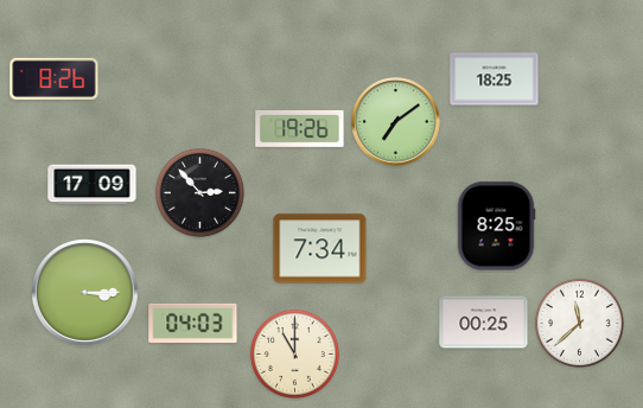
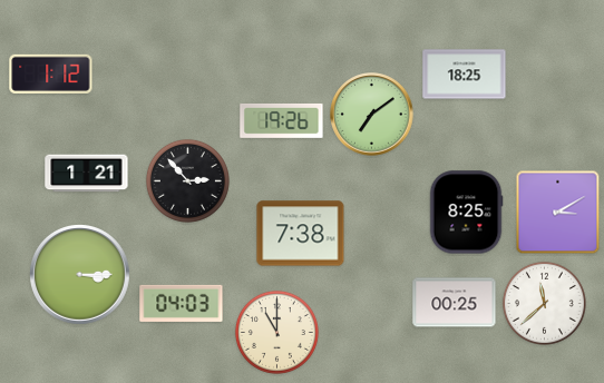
clock at (55, 78): 8:26 -> 1:12
clock at (93, 185): 17:09 -> 1:21
clock at (558, 213): none -> 3:10
clock at (320, 249): 7:34 -> 7:38
